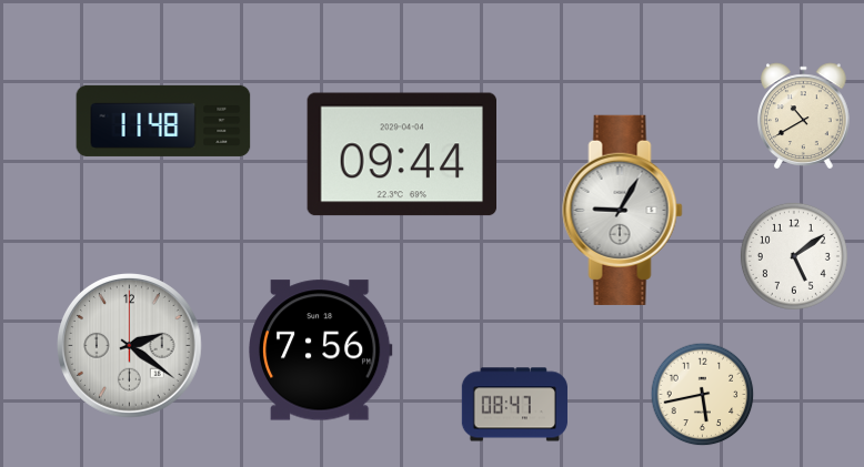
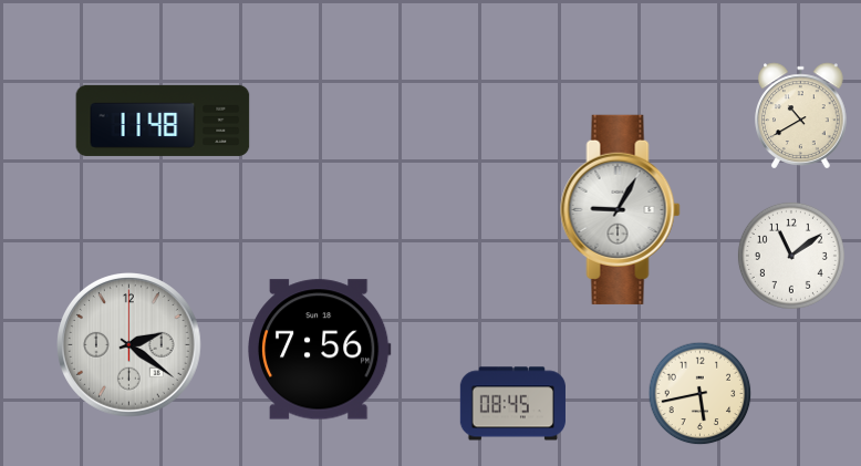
clock at (401, 154): 09:44 -> none
clock at (794, 256): 5:09 -> 11:09
clock at (514, 405): 08:47 -> 08:45
